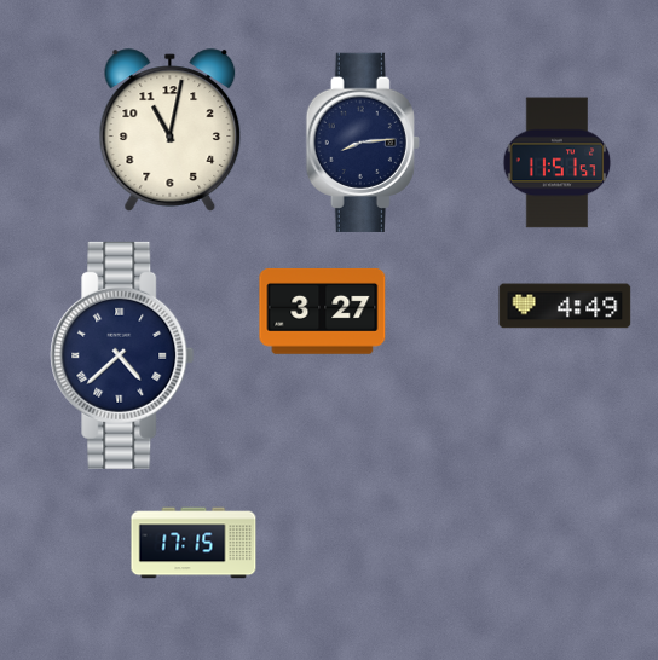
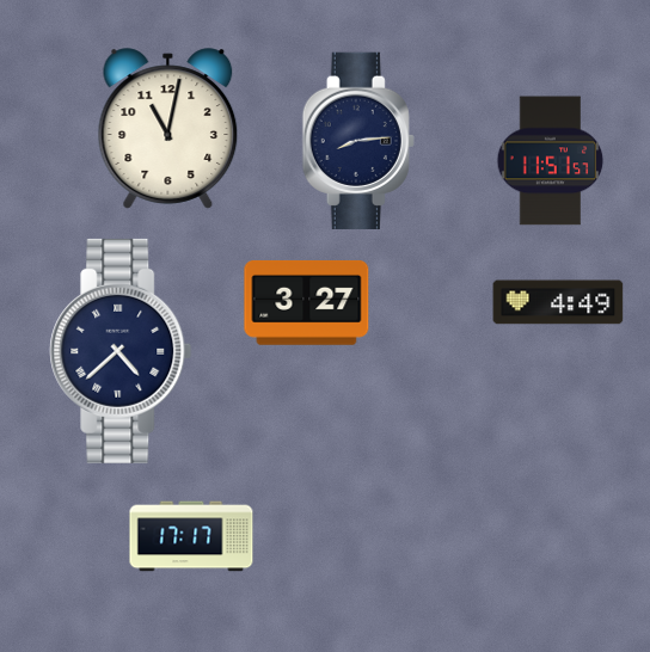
clock at (323, 311) position: (323, 311) -> (307, 302)
clock at (194, 543): 17:15 -> 17:17
